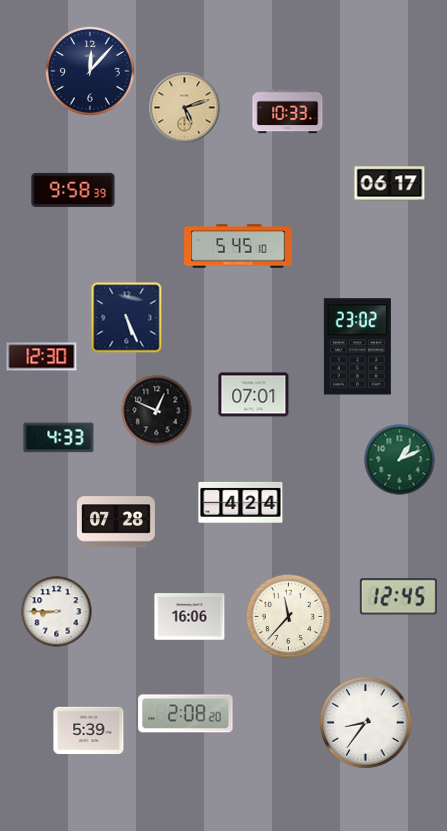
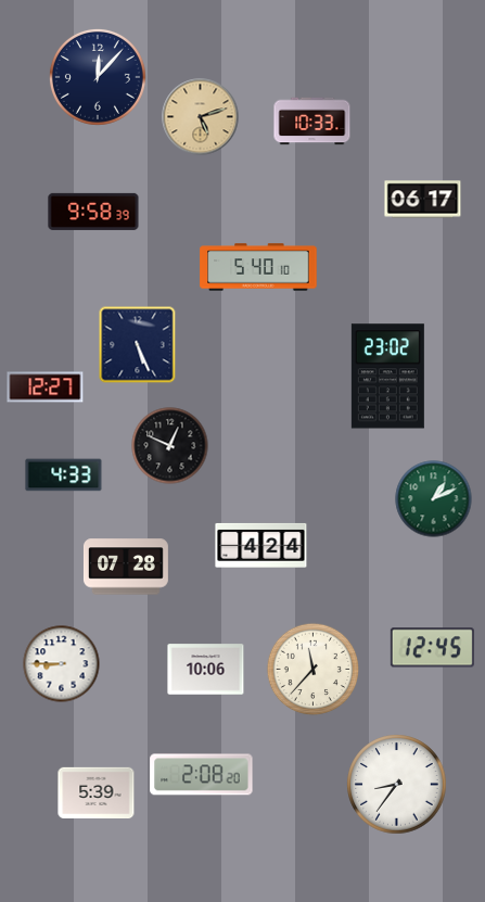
clock at (73, 190) position: (73, 190) -> (93, 212)
clock at (238, 246): 5:45 -> 5:40
clock at (42, 357): 12:30 -> 12:27
clock at (254, 395): 07:01 -> none
clock at (190, 617): 16:06 -> 10:06
